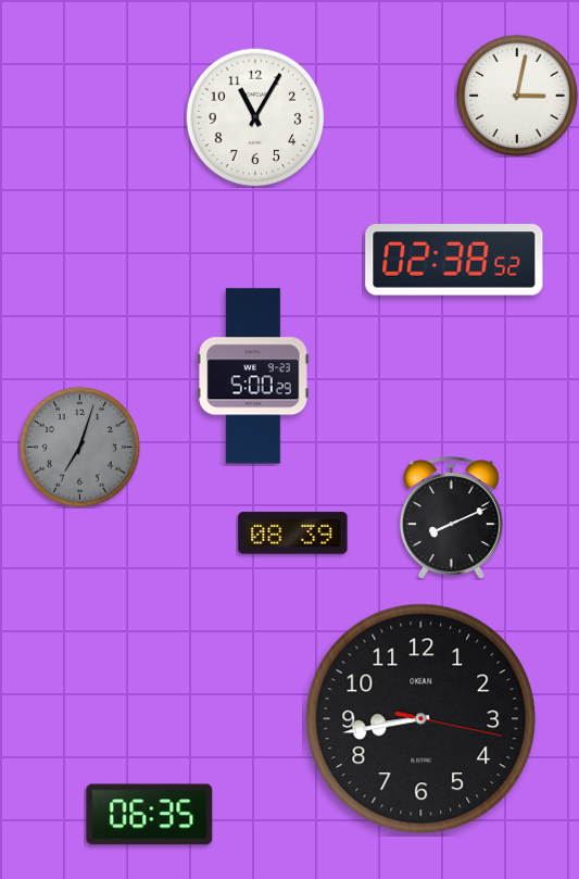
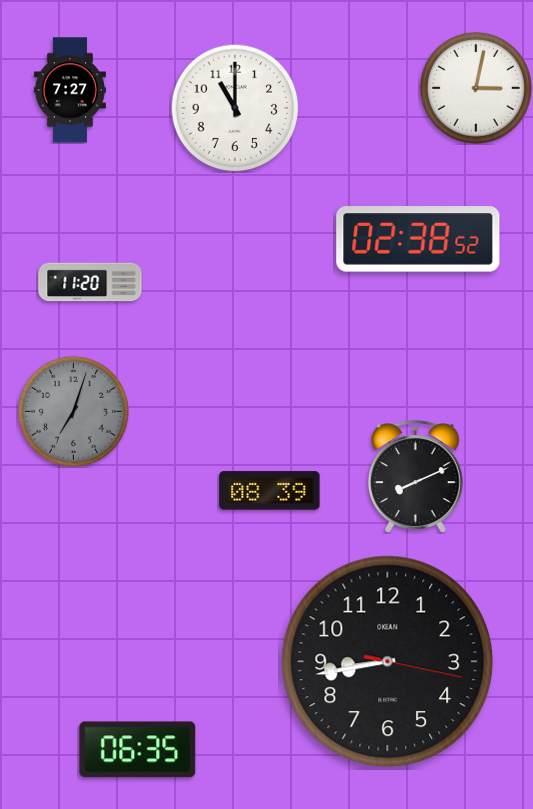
clock at (70, 90): none -> 7:27
clock at (255, 117): 11:05 -> 11:00
clock at (90, 282): none -> 11:20
clock at (253, 376): 5:00 -> none
